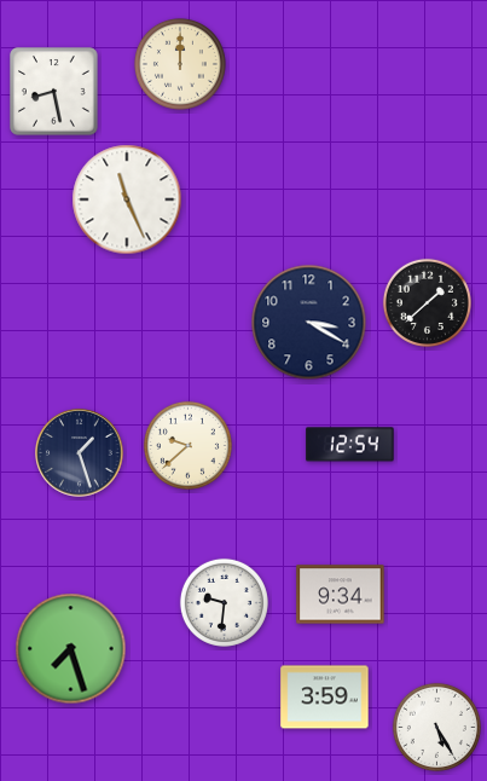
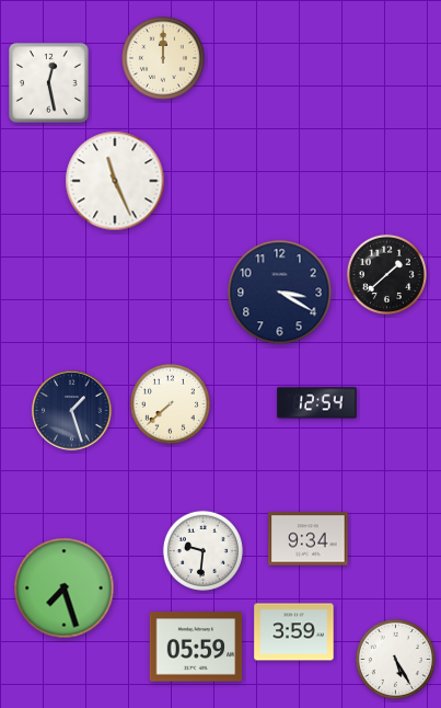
clock at (54, 92): 8:28 -> 12:28
clock at (187, 445): 9:38 -> 7:38
clock at (224, 602) position: (224, 602) -> (202, 550)
clock at (196, 647): none -> 05:59
